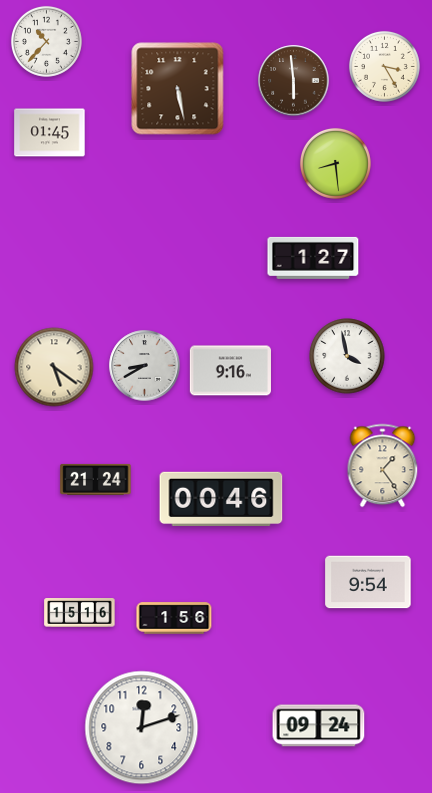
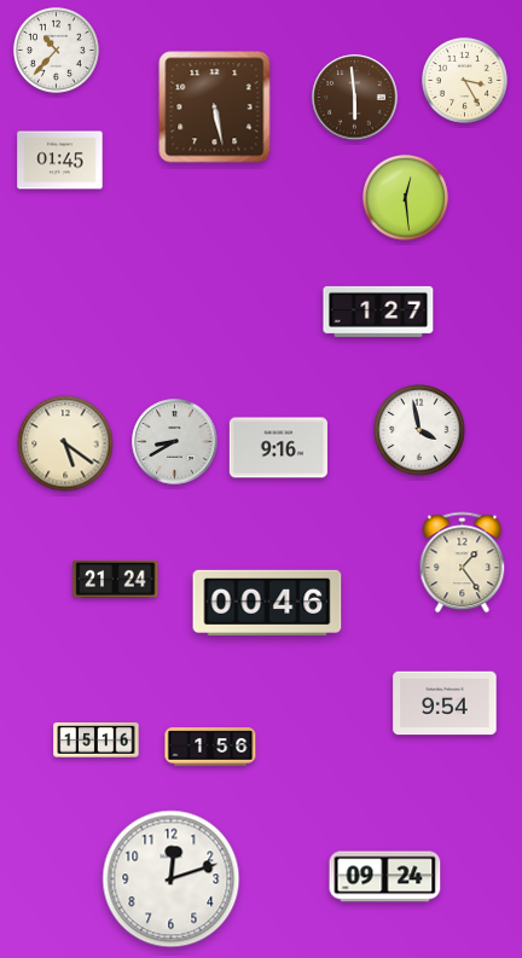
clock at (335, 163): 8:29 -> 12:29
